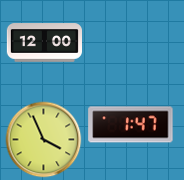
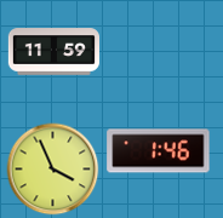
clock at (44, 43): 12:00 -> 11:59
clock at (131, 125): 1:47 -> 1:46
